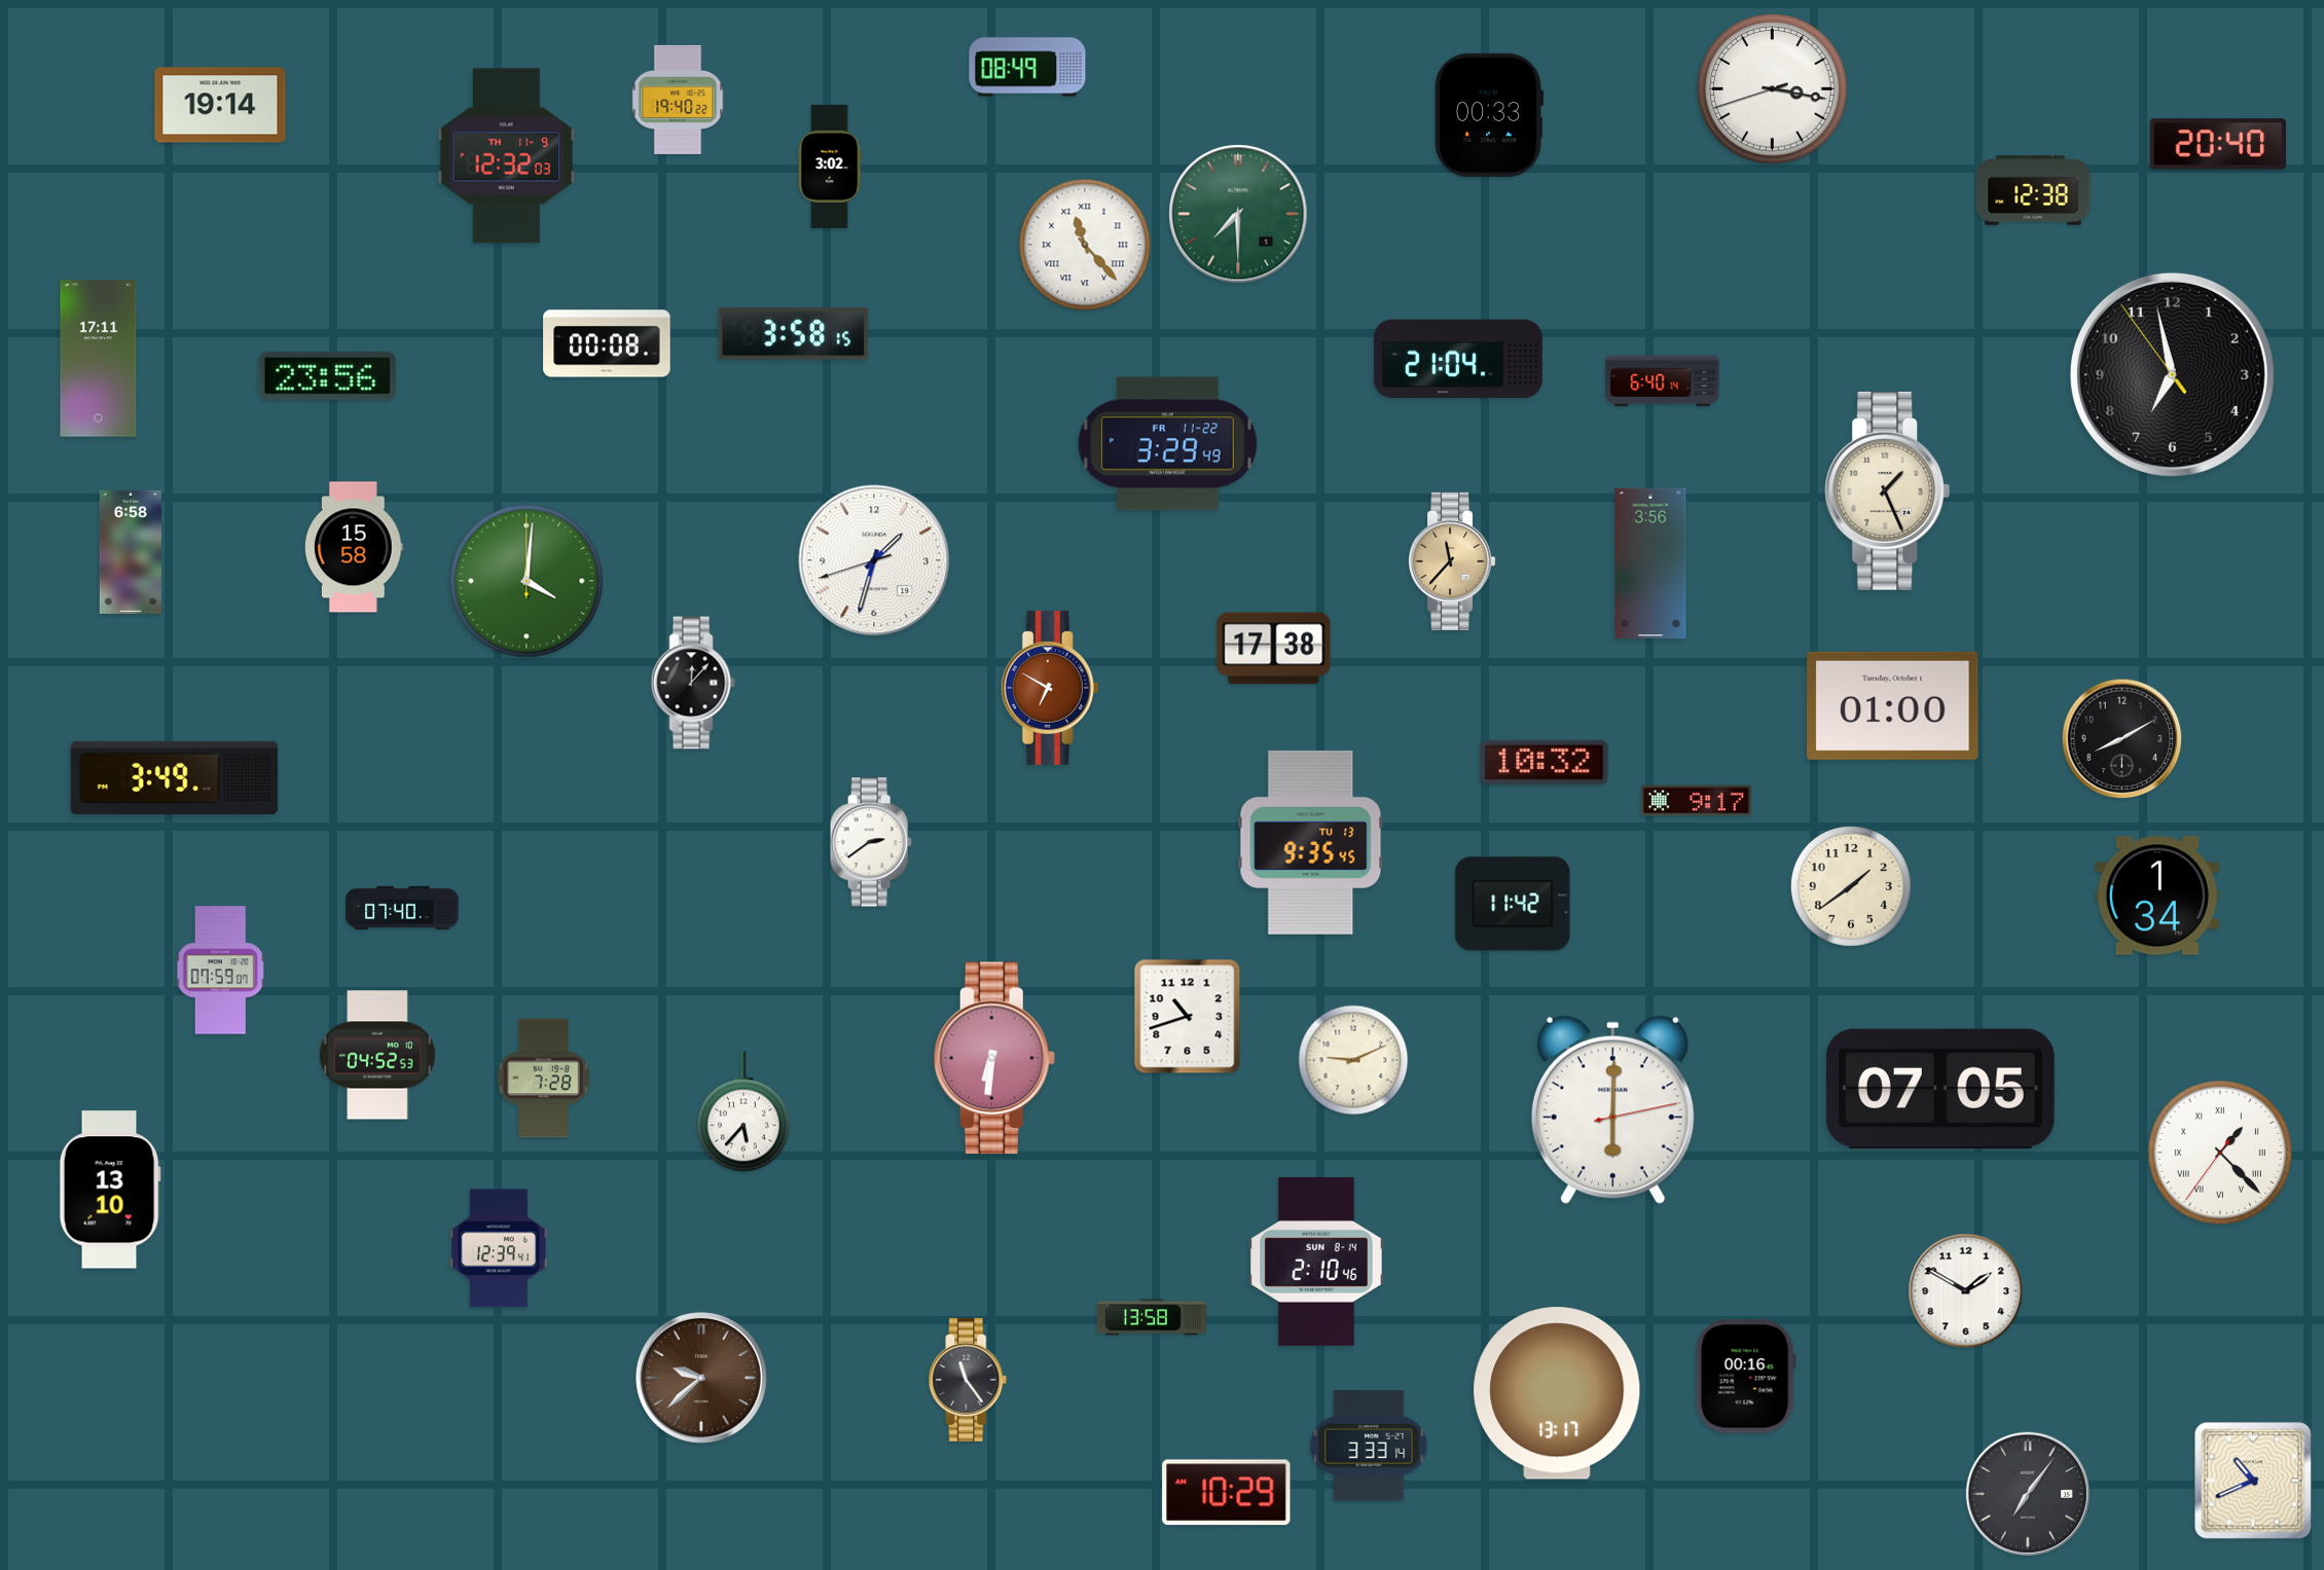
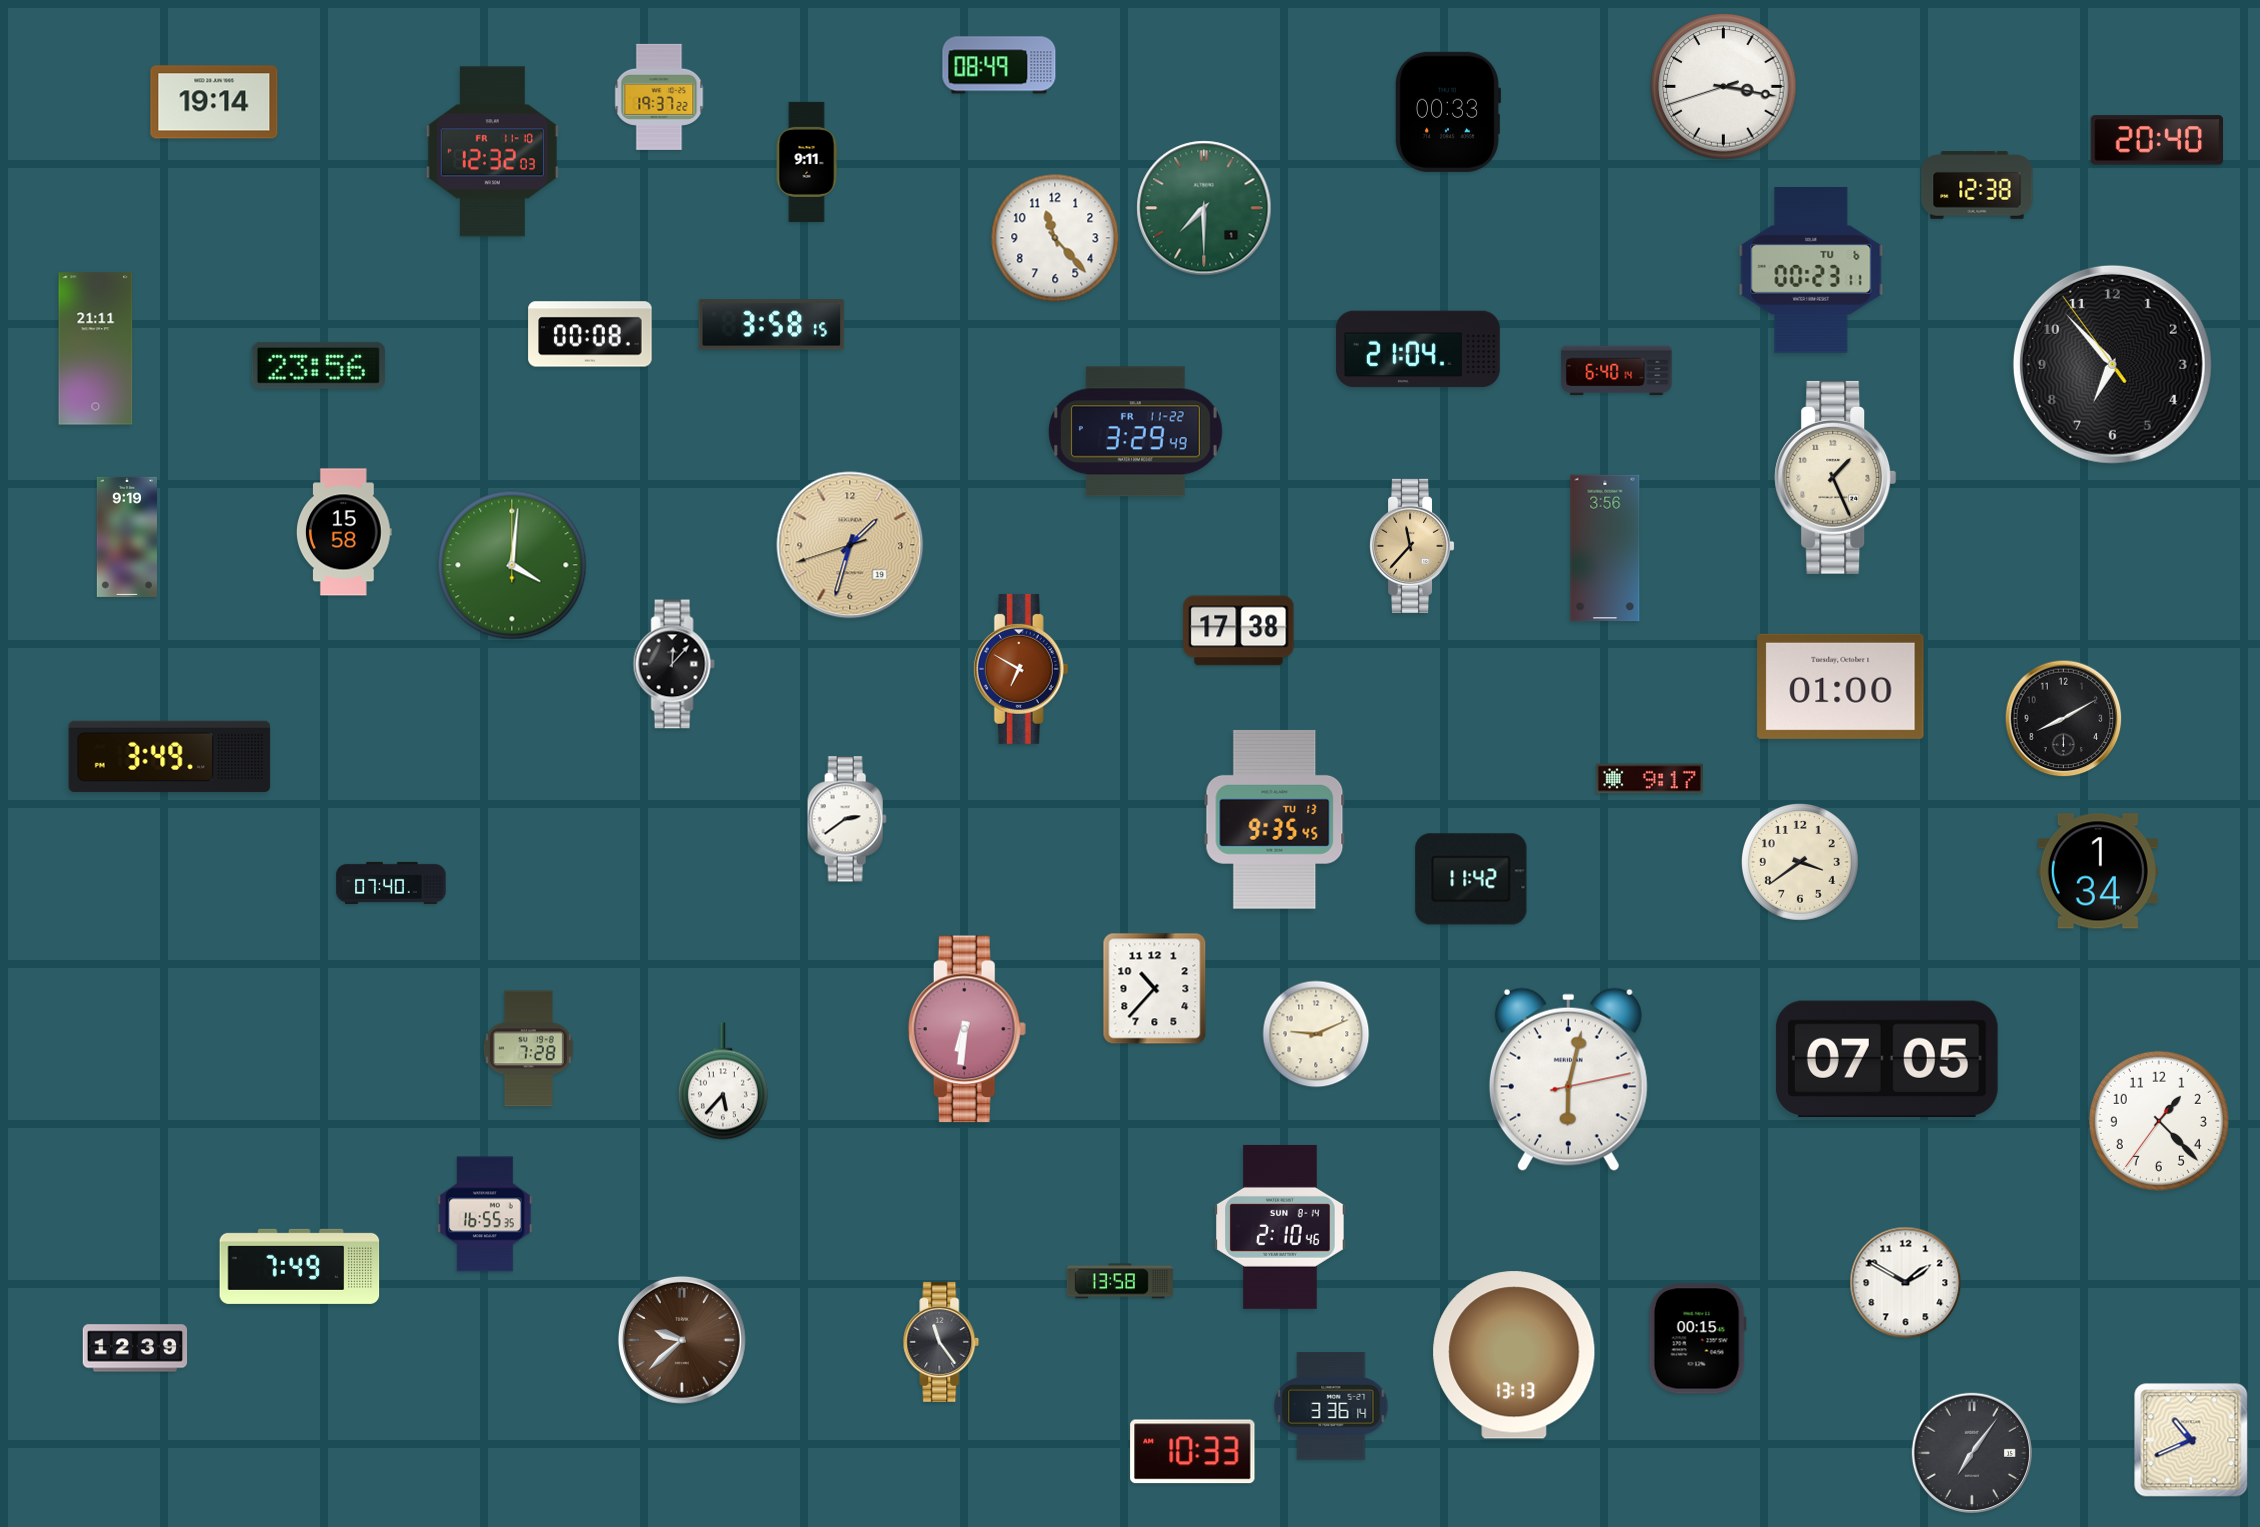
clock at (678, 100): 19:40 -> 19:37
clock at (506, 156) date: TH 11-9 -> FR 11-10
clock at (830, 167): 3:02 -> 9:11
clock at (1085, 245) numerals: Roman -> Arabic
clock at (1811, 270): none -> 00:23
clock at (99, 359): 17:11 -> 21:11
clock at (2172, 374): 6:57 -> 6:52
clock at (131, 552): 6:58 -> 9:19
clock at (874, 560) dial: white -> champagne
clock at (1545, 762): 10:32 -> none
clock at (1851, 886): 1:39 -> 3:39
clock at (221, 971): 07:59 -> none
clock at (1188, 1017): 10:42 -> 10:37
clock at (377, 1055): 04:52 -> none
clock at (1353, 1060) position: (1353, 1060) -> (1316, 1034)
clock at (1612, 1109): 6:00 -> 6:02
clock at (2220, 1153) numerals: Roman -> Arabic
clock at (110, 1190): 13:10 -> none
clock at (500, 1248): 12:39 -> 16:55
clock at (1966, 1291) position: (1966, 1291) -> (1906, 1283)
clock at (300, 1266): none -> 7:49
clock at (1745, 1377): 00:16 -> 00:15
clock at (135, 1348): none -> 12:39
clock at (1557, 1393): 13:17 -> 13:13
clock at (1369, 1446): 3:33 -> 3:36
clock at (1227, 1493): 10:29 -> 10:33
